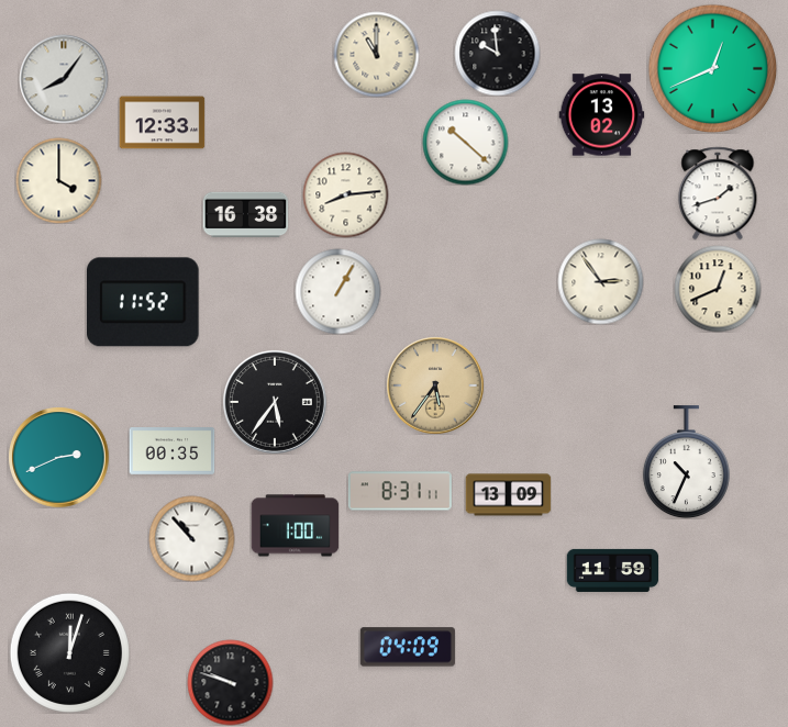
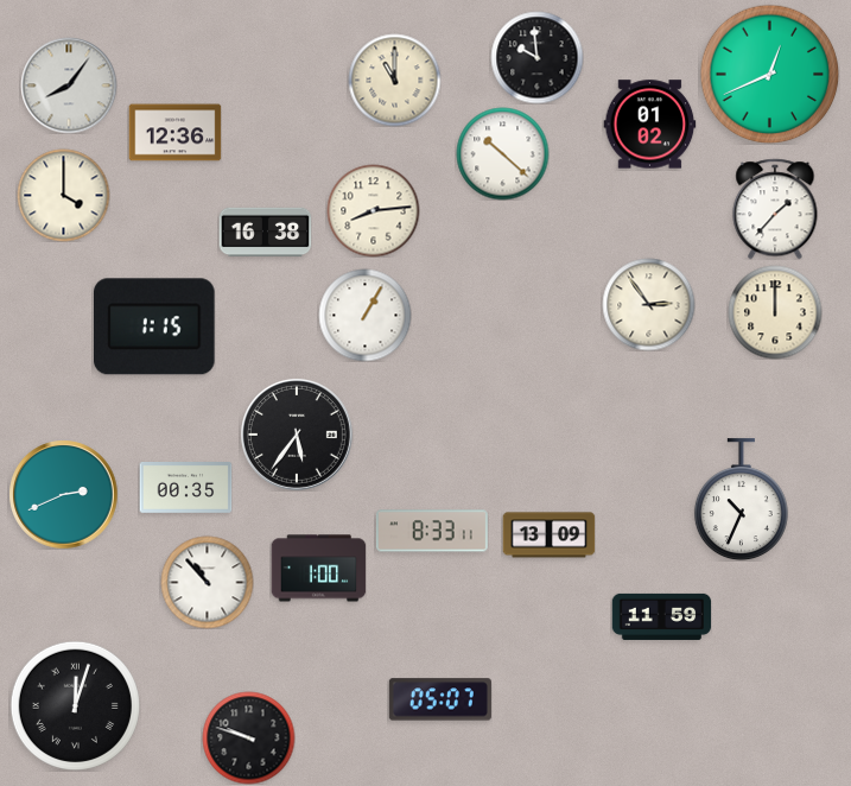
clock at (376, 54) position: (376, 54) -> (394, 80)
clock at (601, 115): 13:02 -> 01:02
clock at (162, 123): 12:33 -> 12:36
clock at (718, 193): 1:42 -> 1:37
clock at (718, 289): 12:41 -> 12:00
clock at (144, 302): 11:52 -> 1:15
clock at (435, 385): 5:36 -> none
clock at (400, 491): 8:31 -> 8:33
clock at (408, 647): 04:09 -> 05:07
